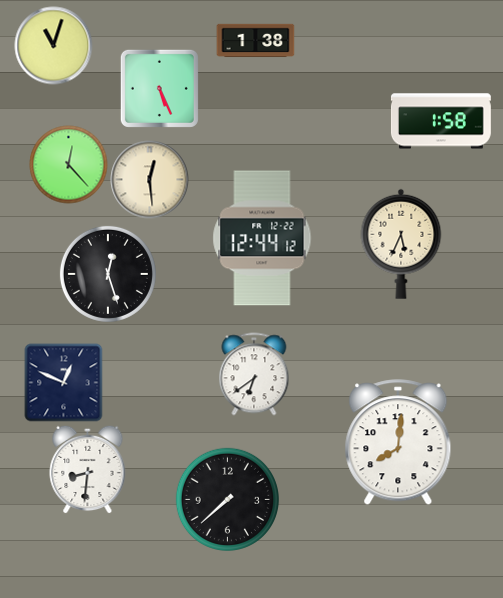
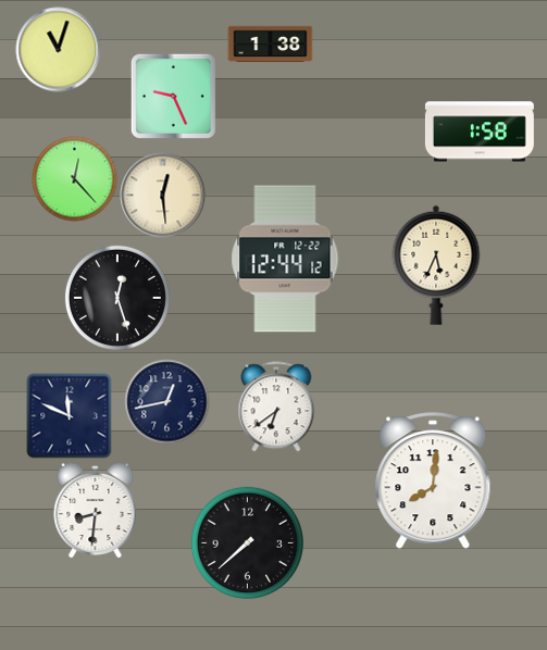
clock at (255, 41) position: (255, 41) -> (270, 45)
clock at (159, 88): 5:26 -> 9:26
clock at (166, 401): none -> 12:43
clock at (63, 382): 12:49 -> 11:49
